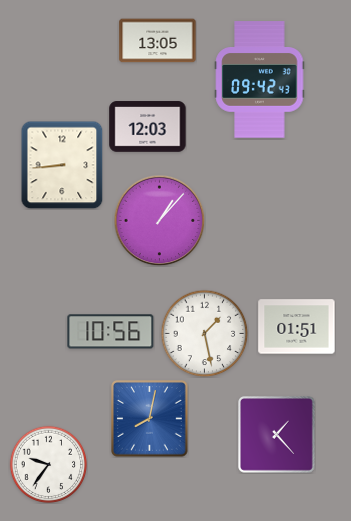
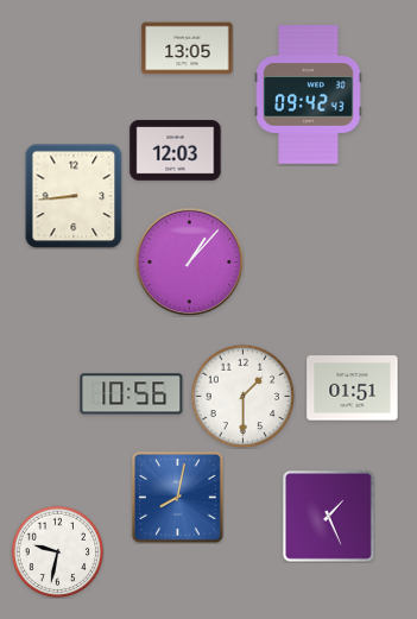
clock at (204, 333): 1:28 -> 1:30
clock at (277, 435): 1:23 -> 1:26
clock at (48, 464): 9:36 -> 9:32
